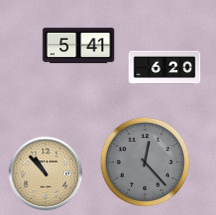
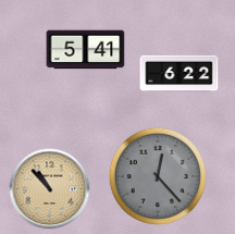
clock at (165, 68): 6:20 -> 6:22
